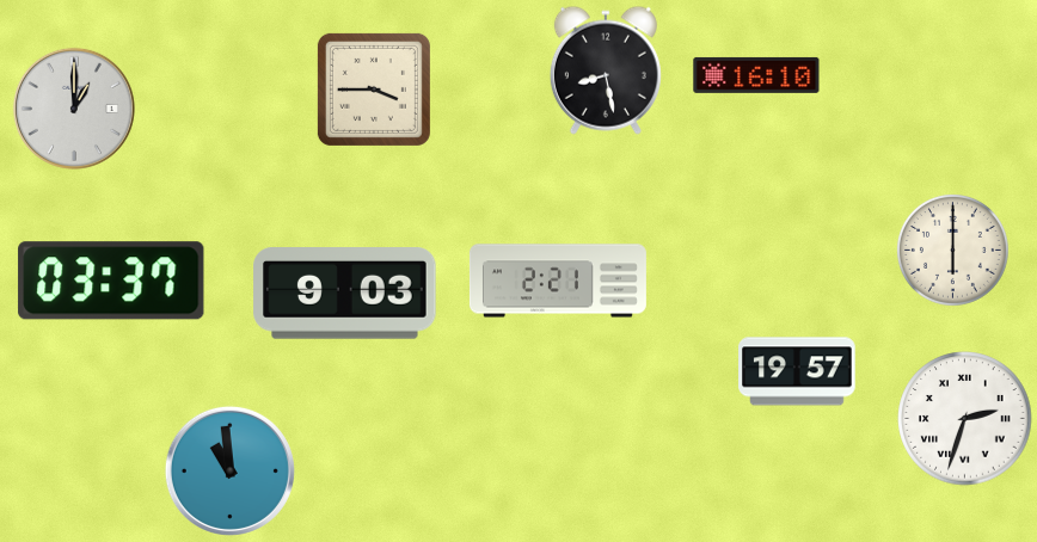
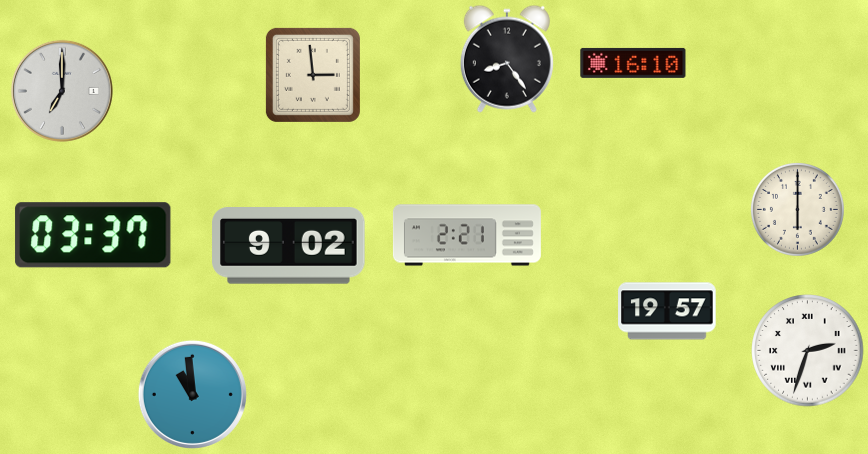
clock at (606, 70): 8:28 -> 8:24
clock at (374, 90): 3:45 -> 2:59
clock at (74, 109): 1:00 -> 7:00
clock at (345, 294): 9:03 -> 9:02
